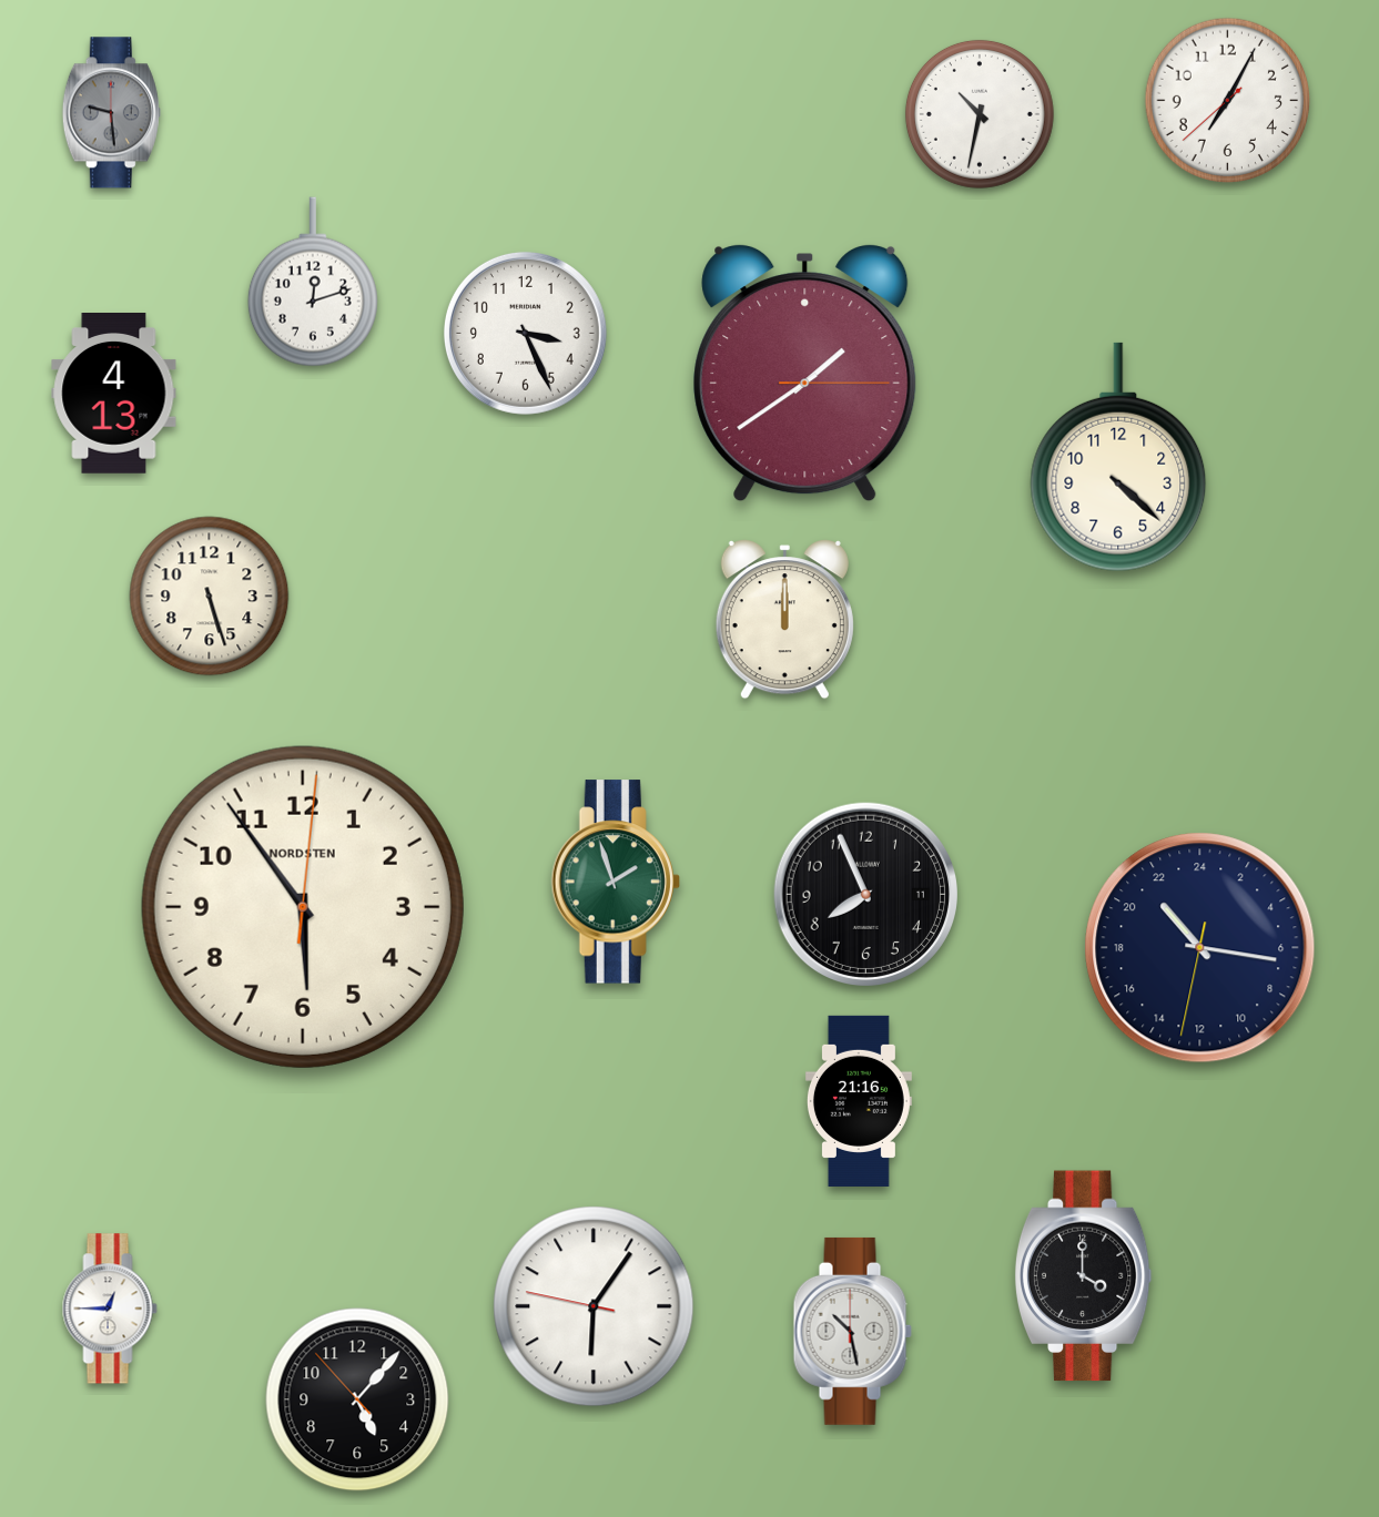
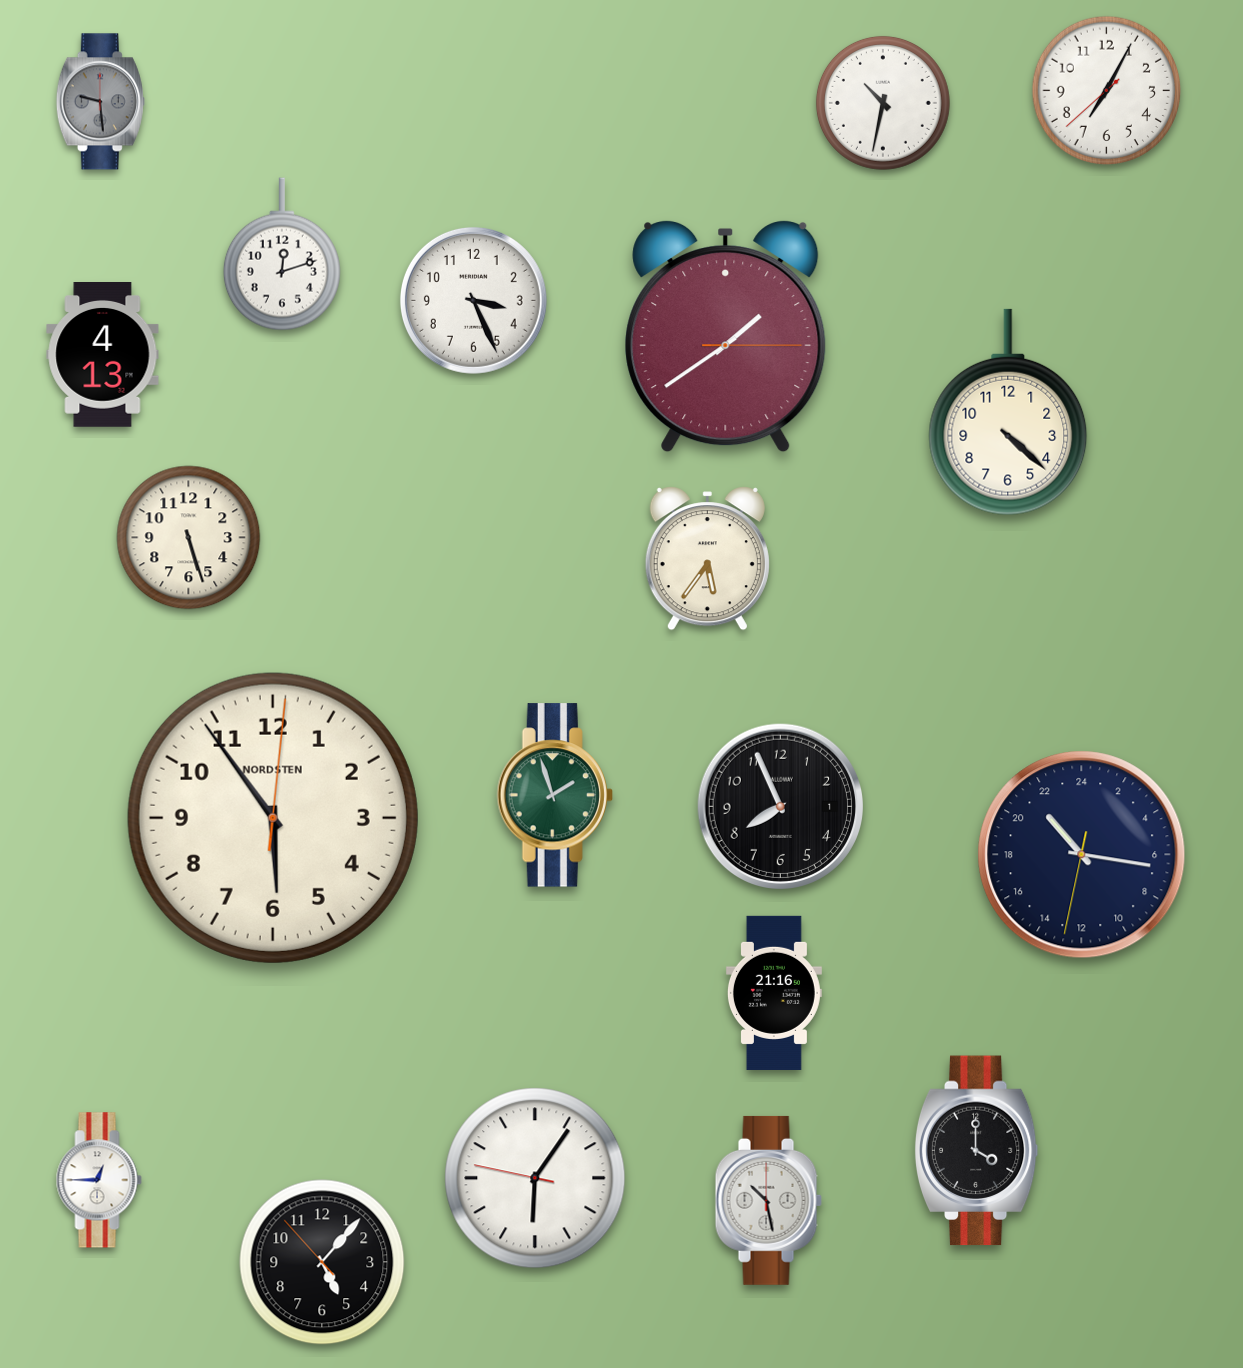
clock at (784, 620): 12:00 -> 5:36
clock at (865, 894) date: 11 -> 1
